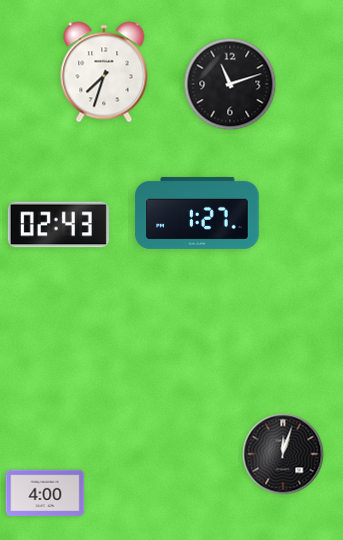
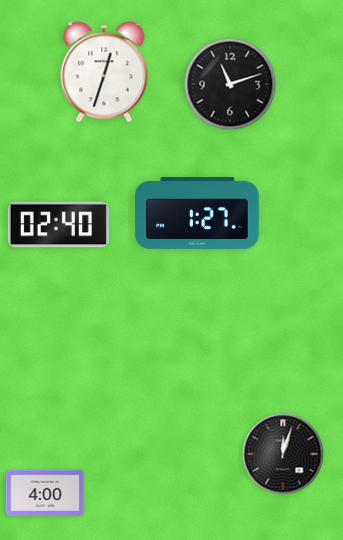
clock at (104, 72): 7:33 -> 12:33
clock at (58, 225): 02:43 -> 02:40
